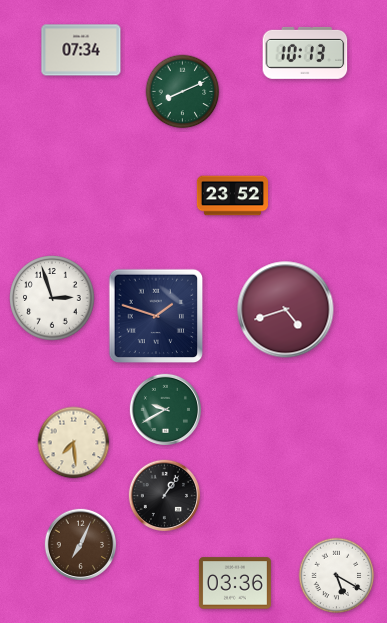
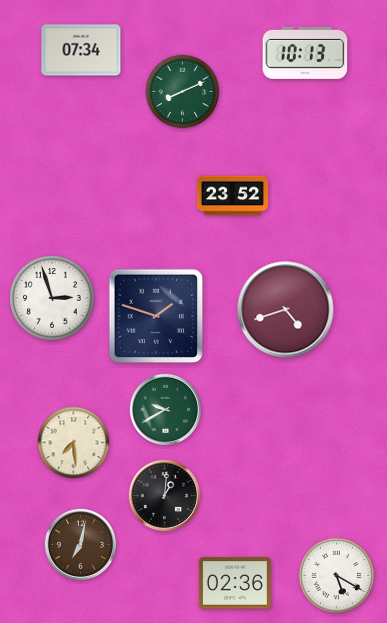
clock at (164, 495): 1:06 -> 1:01
clock at (80, 544): 7:04 -> 7:02
clock at (235, 583): 03:36 -> 02:36
